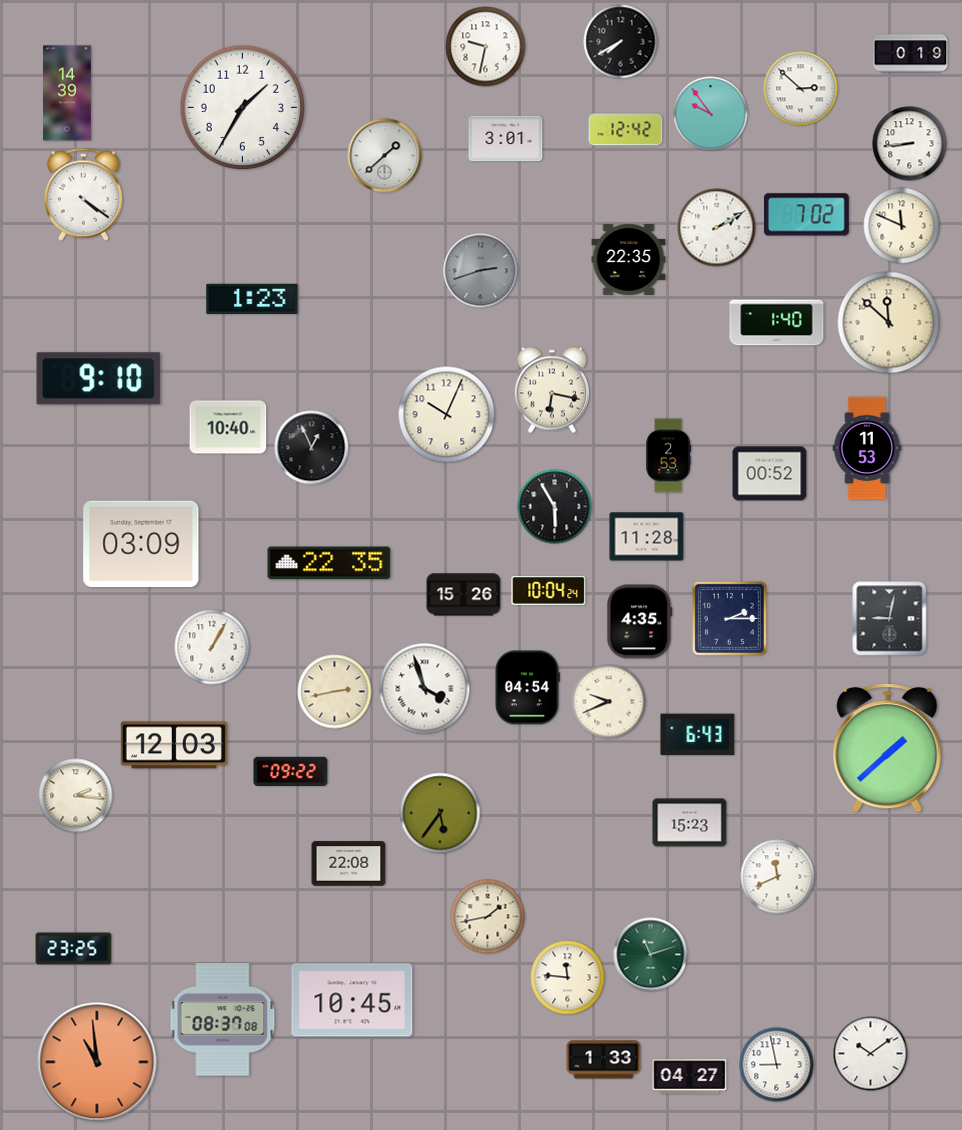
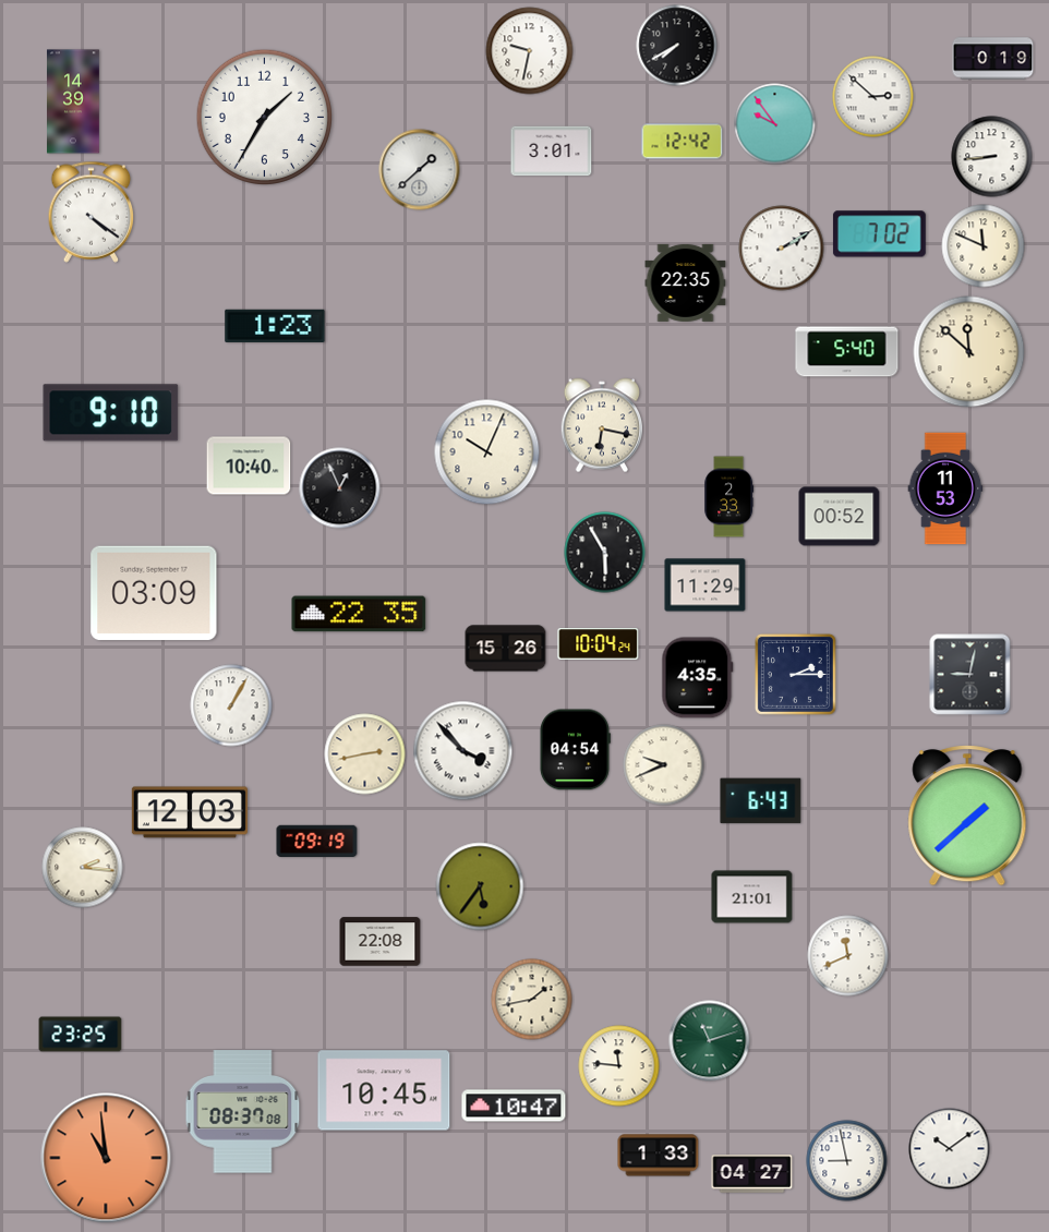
clock at (481, 271): 2:42 -> none
clock at (777, 323): 1:40 -> 5:40
clock at (99, 379) position: (99, 379) -> (111, 413)
clock at (669, 456): 2:53 -> 2:33
clock at (647, 537): 11:28 -> 11:29
clock at (425, 689): 3:57 -> 3:53
clock at (291, 771): 09:22 -> 09:19
clock at (690, 823): 15:23 -> 21:01
clock at (514, 1106): none -> 10:47
